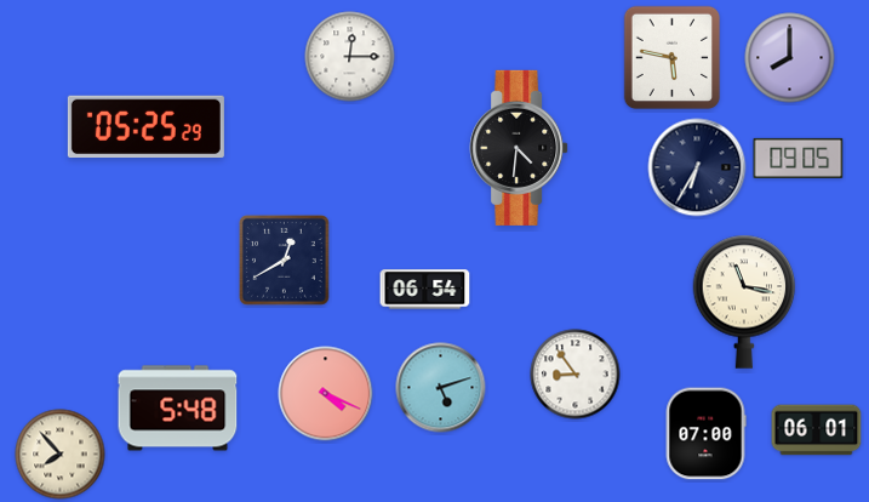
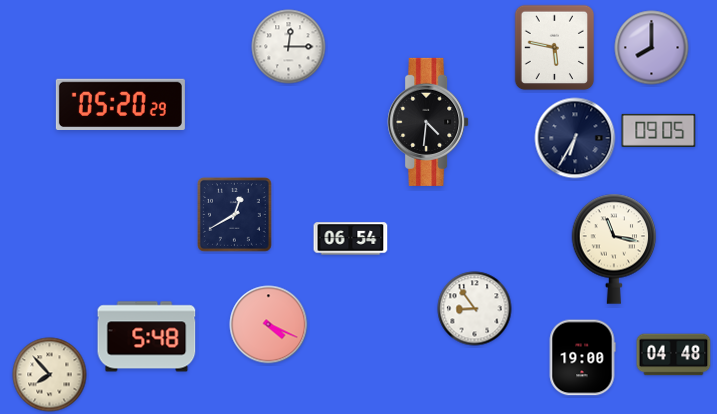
clock at (145, 126): 05:25 -> 05:20
clock at (441, 388): 5:12 -> none
clock at (817, 430): 06:01 -> 04:48
clock at (705, 434): 07:00 -> 19:00
